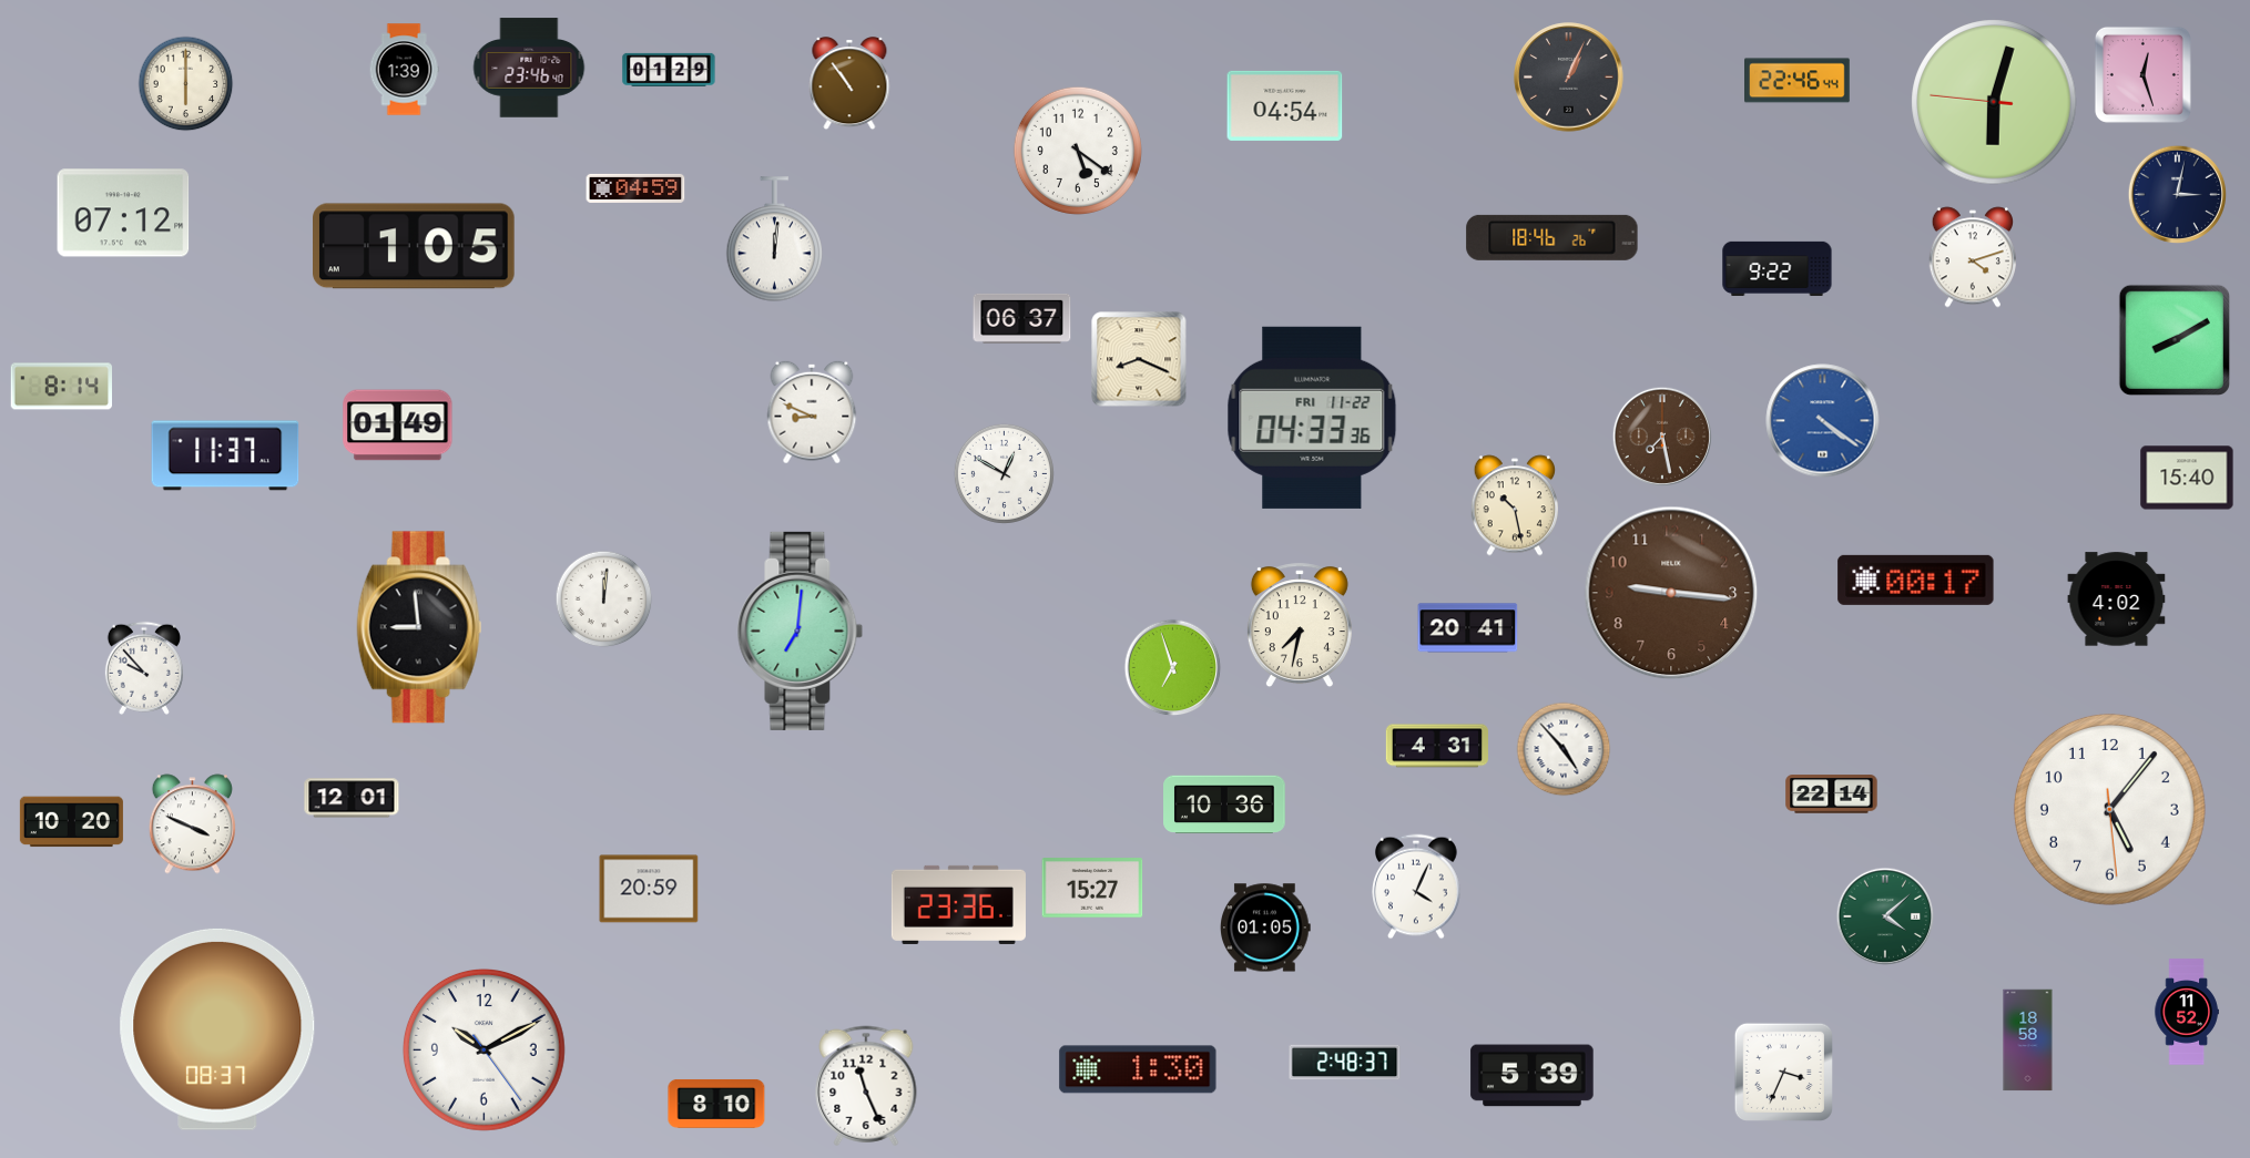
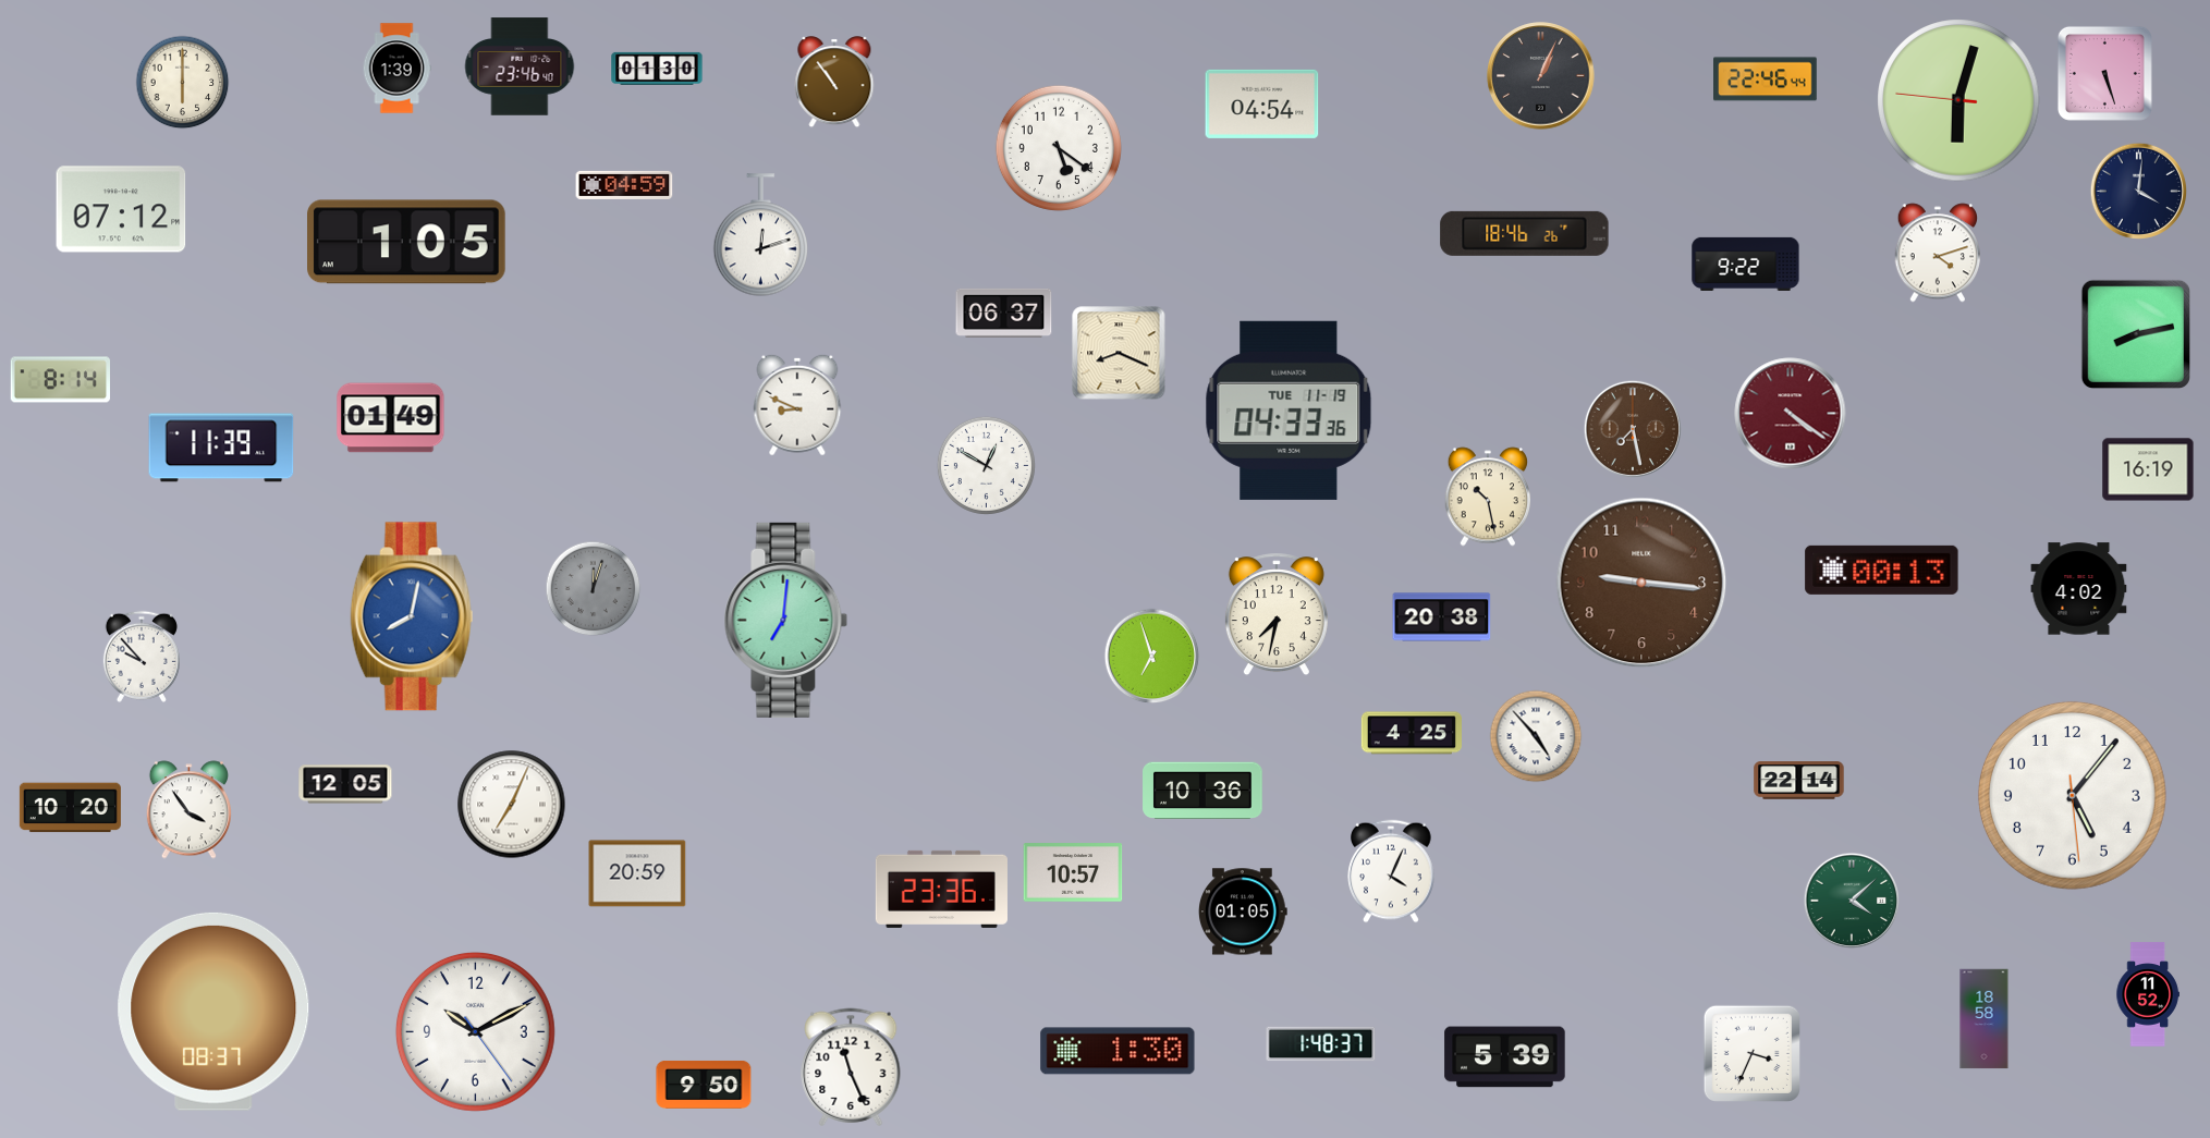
clock at (669, 70): 01:29 -> 01:30
clock at (2142, 74): 12:27 -> 5:27
clock at (2177, 194): 3:02 -> 4:01
clock at (774, 239): 12:01 -> 12:12
clock at (2173, 339): 8:10 -> 8:13
clock at (1312, 418) date: FRI 11-22 -> TUE 11-19
clock at (1823, 421) dial: blue -> burgundy
clock at (225, 455): 11:37 -> 11:39
clock at (2187, 478): 15:40 -> 16:19
clock at (1916, 580): 00:17 -> 00:13
clock at (604, 600): 12:01 -> 12:03
clock at (604, 600) dial: white -> grey
clock at (419, 627): 8:59 -> 8:02
clock at (419, 627) dial: black -> blue
clock at (1468, 628): 20:41 -> 20:38
clock at (1437, 746): 4:31 -> 4:25
clock at (352, 798): 12:01 -> 12:05
clock at (512, 805): none -> 7:04
clock at (192, 824): 3:49 -> 3:54
clock at (1092, 888): 15:27 -> 10:57
clock at (2028, 1041) position: (2028, 1041) -> (1985, 1019)
clock at (1345, 1063): 2:48 -> 1:48
clock at (716, 1104): 8:10 -> 9:50
